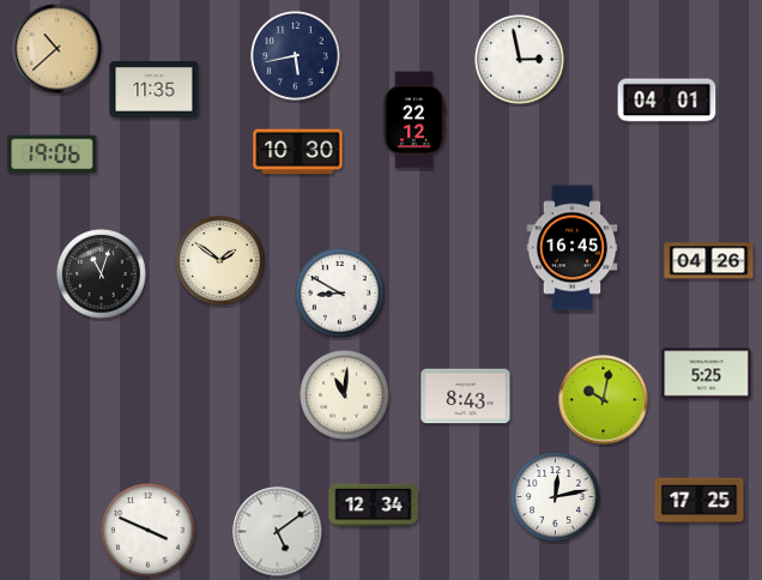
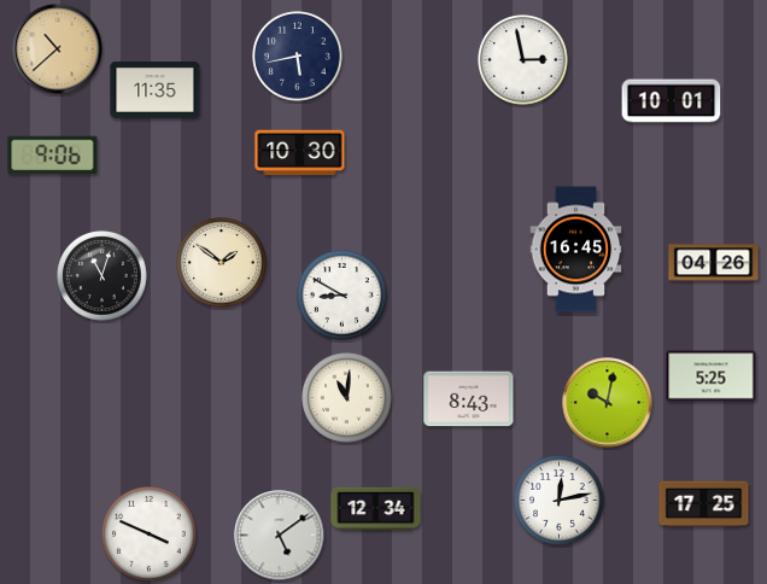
clock at (667, 101): 04:01 -> 10:01
clock at (415, 120): 22:12 -> none
clock at (53, 155): 19:06 -> 9:06
